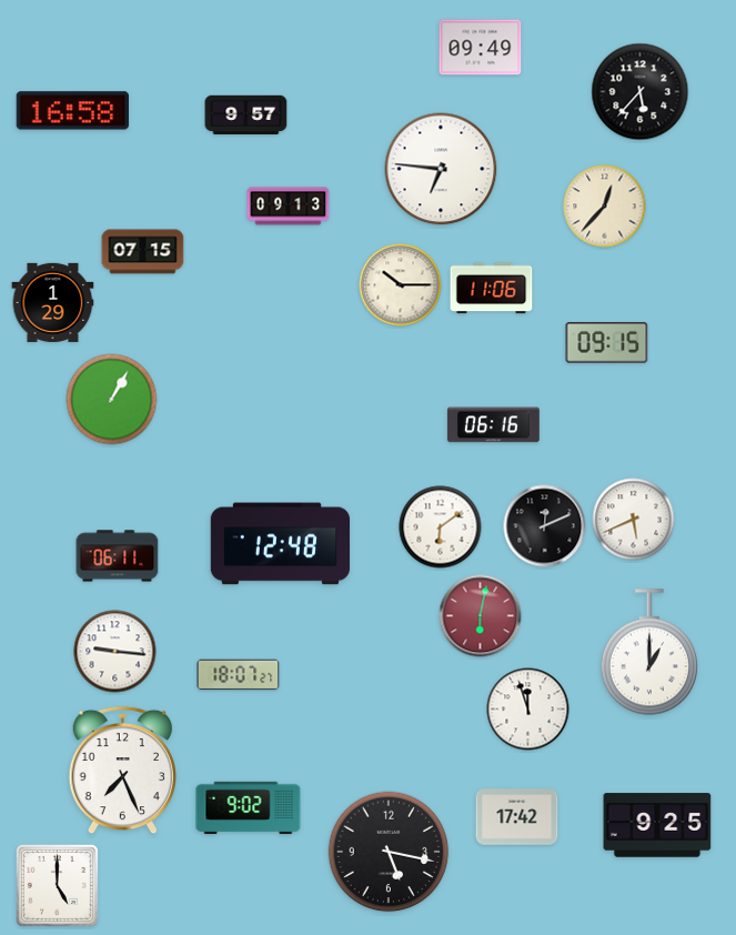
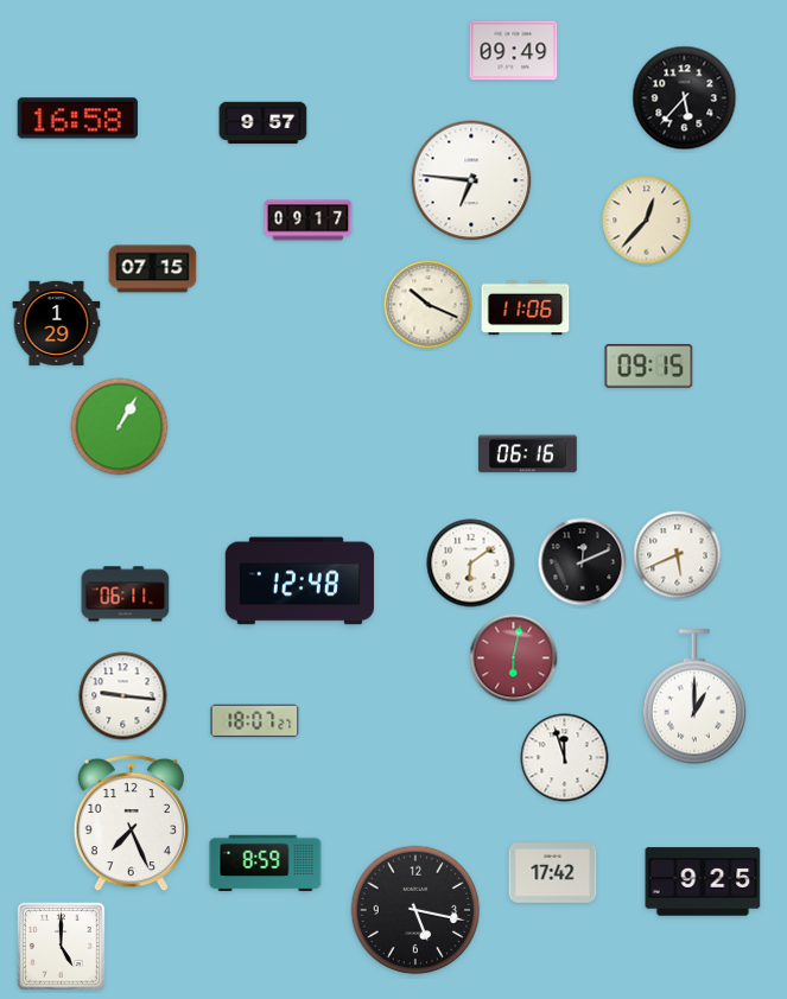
clock at (289, 207): 09:13 -> 09:17
clock at (401, 285): 10:15 -> 10:19
clock at (249, 808): 9:02 -> 8:59
